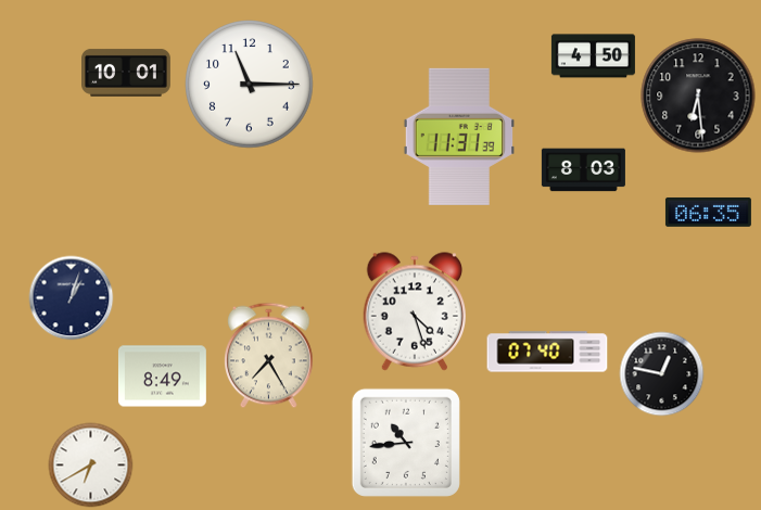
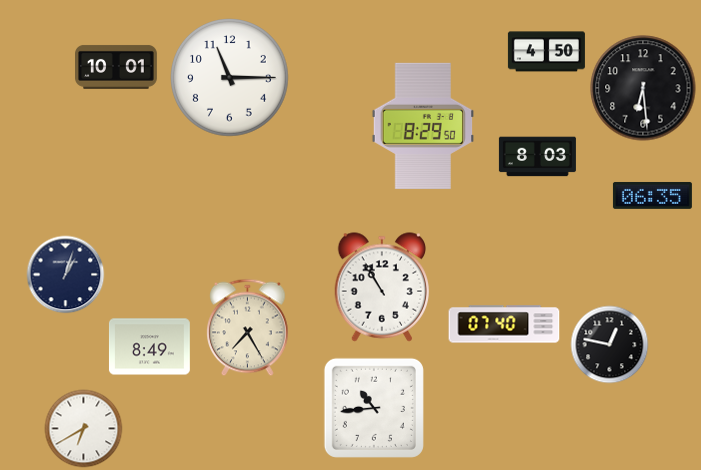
clock at (458, 137): 11:31 -> 8:29
clock at (414, 311): 4:27 -> 10:55
